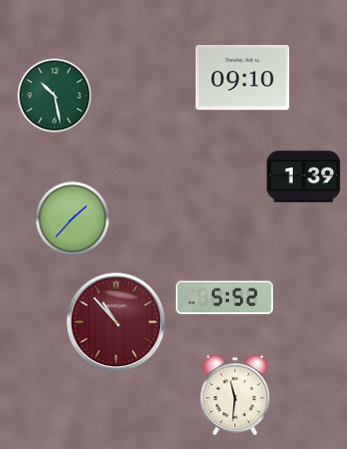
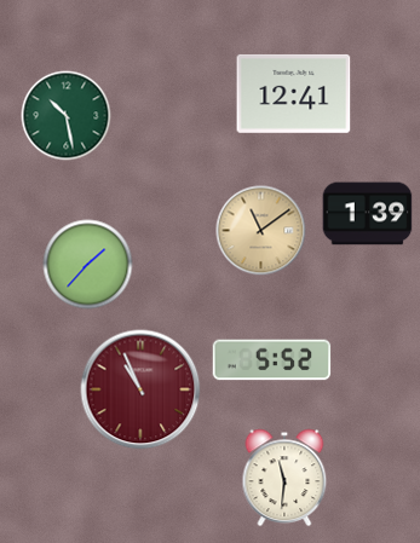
clock at (243, 77): 09:10 -> 12:41
clock at (261, 231): none -> 11:09
clock at (116, 322): 10:53 -> 10:56
